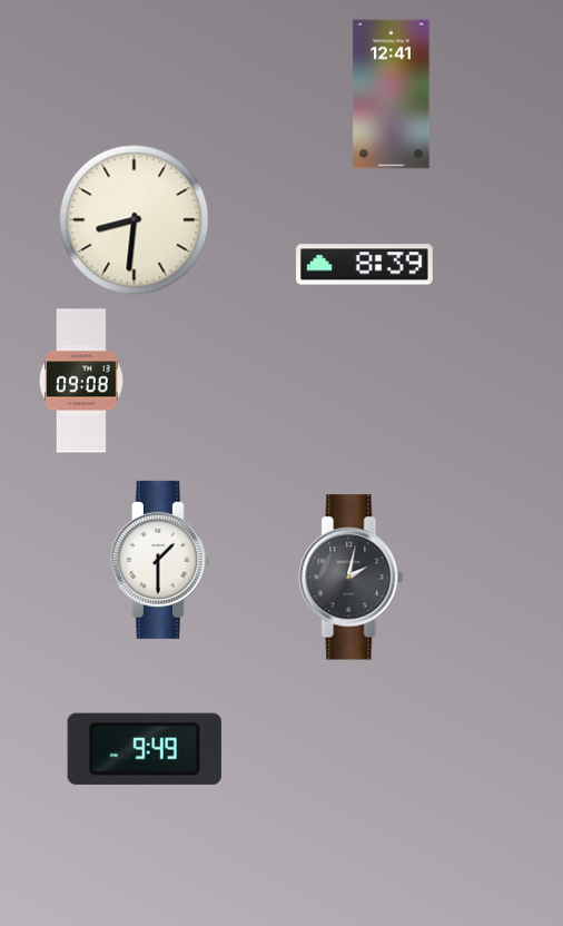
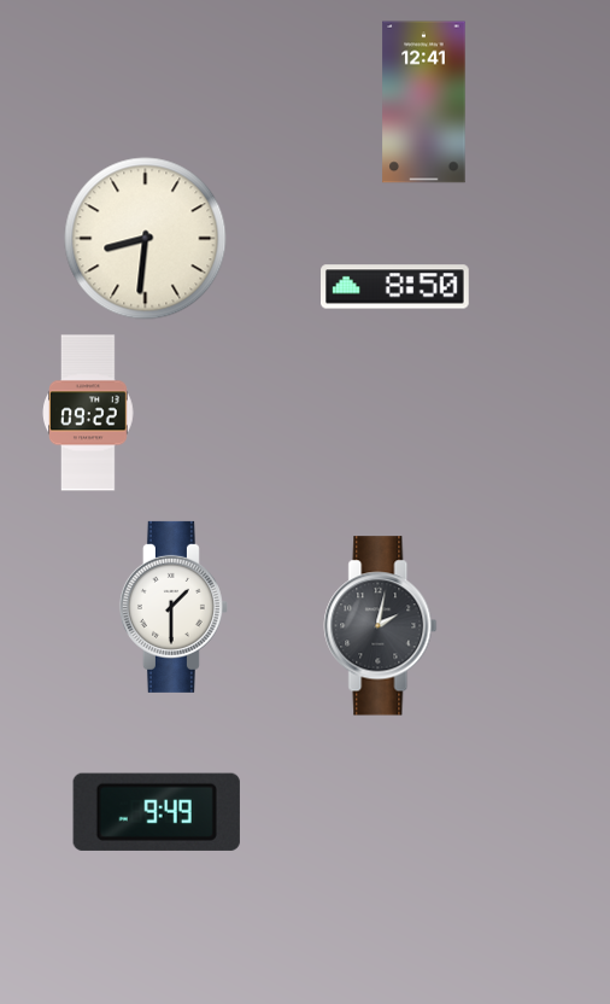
clock at (365, 265): 8:39 -> 8:50
clock at (81, 381): 09:08 -> 09:22
